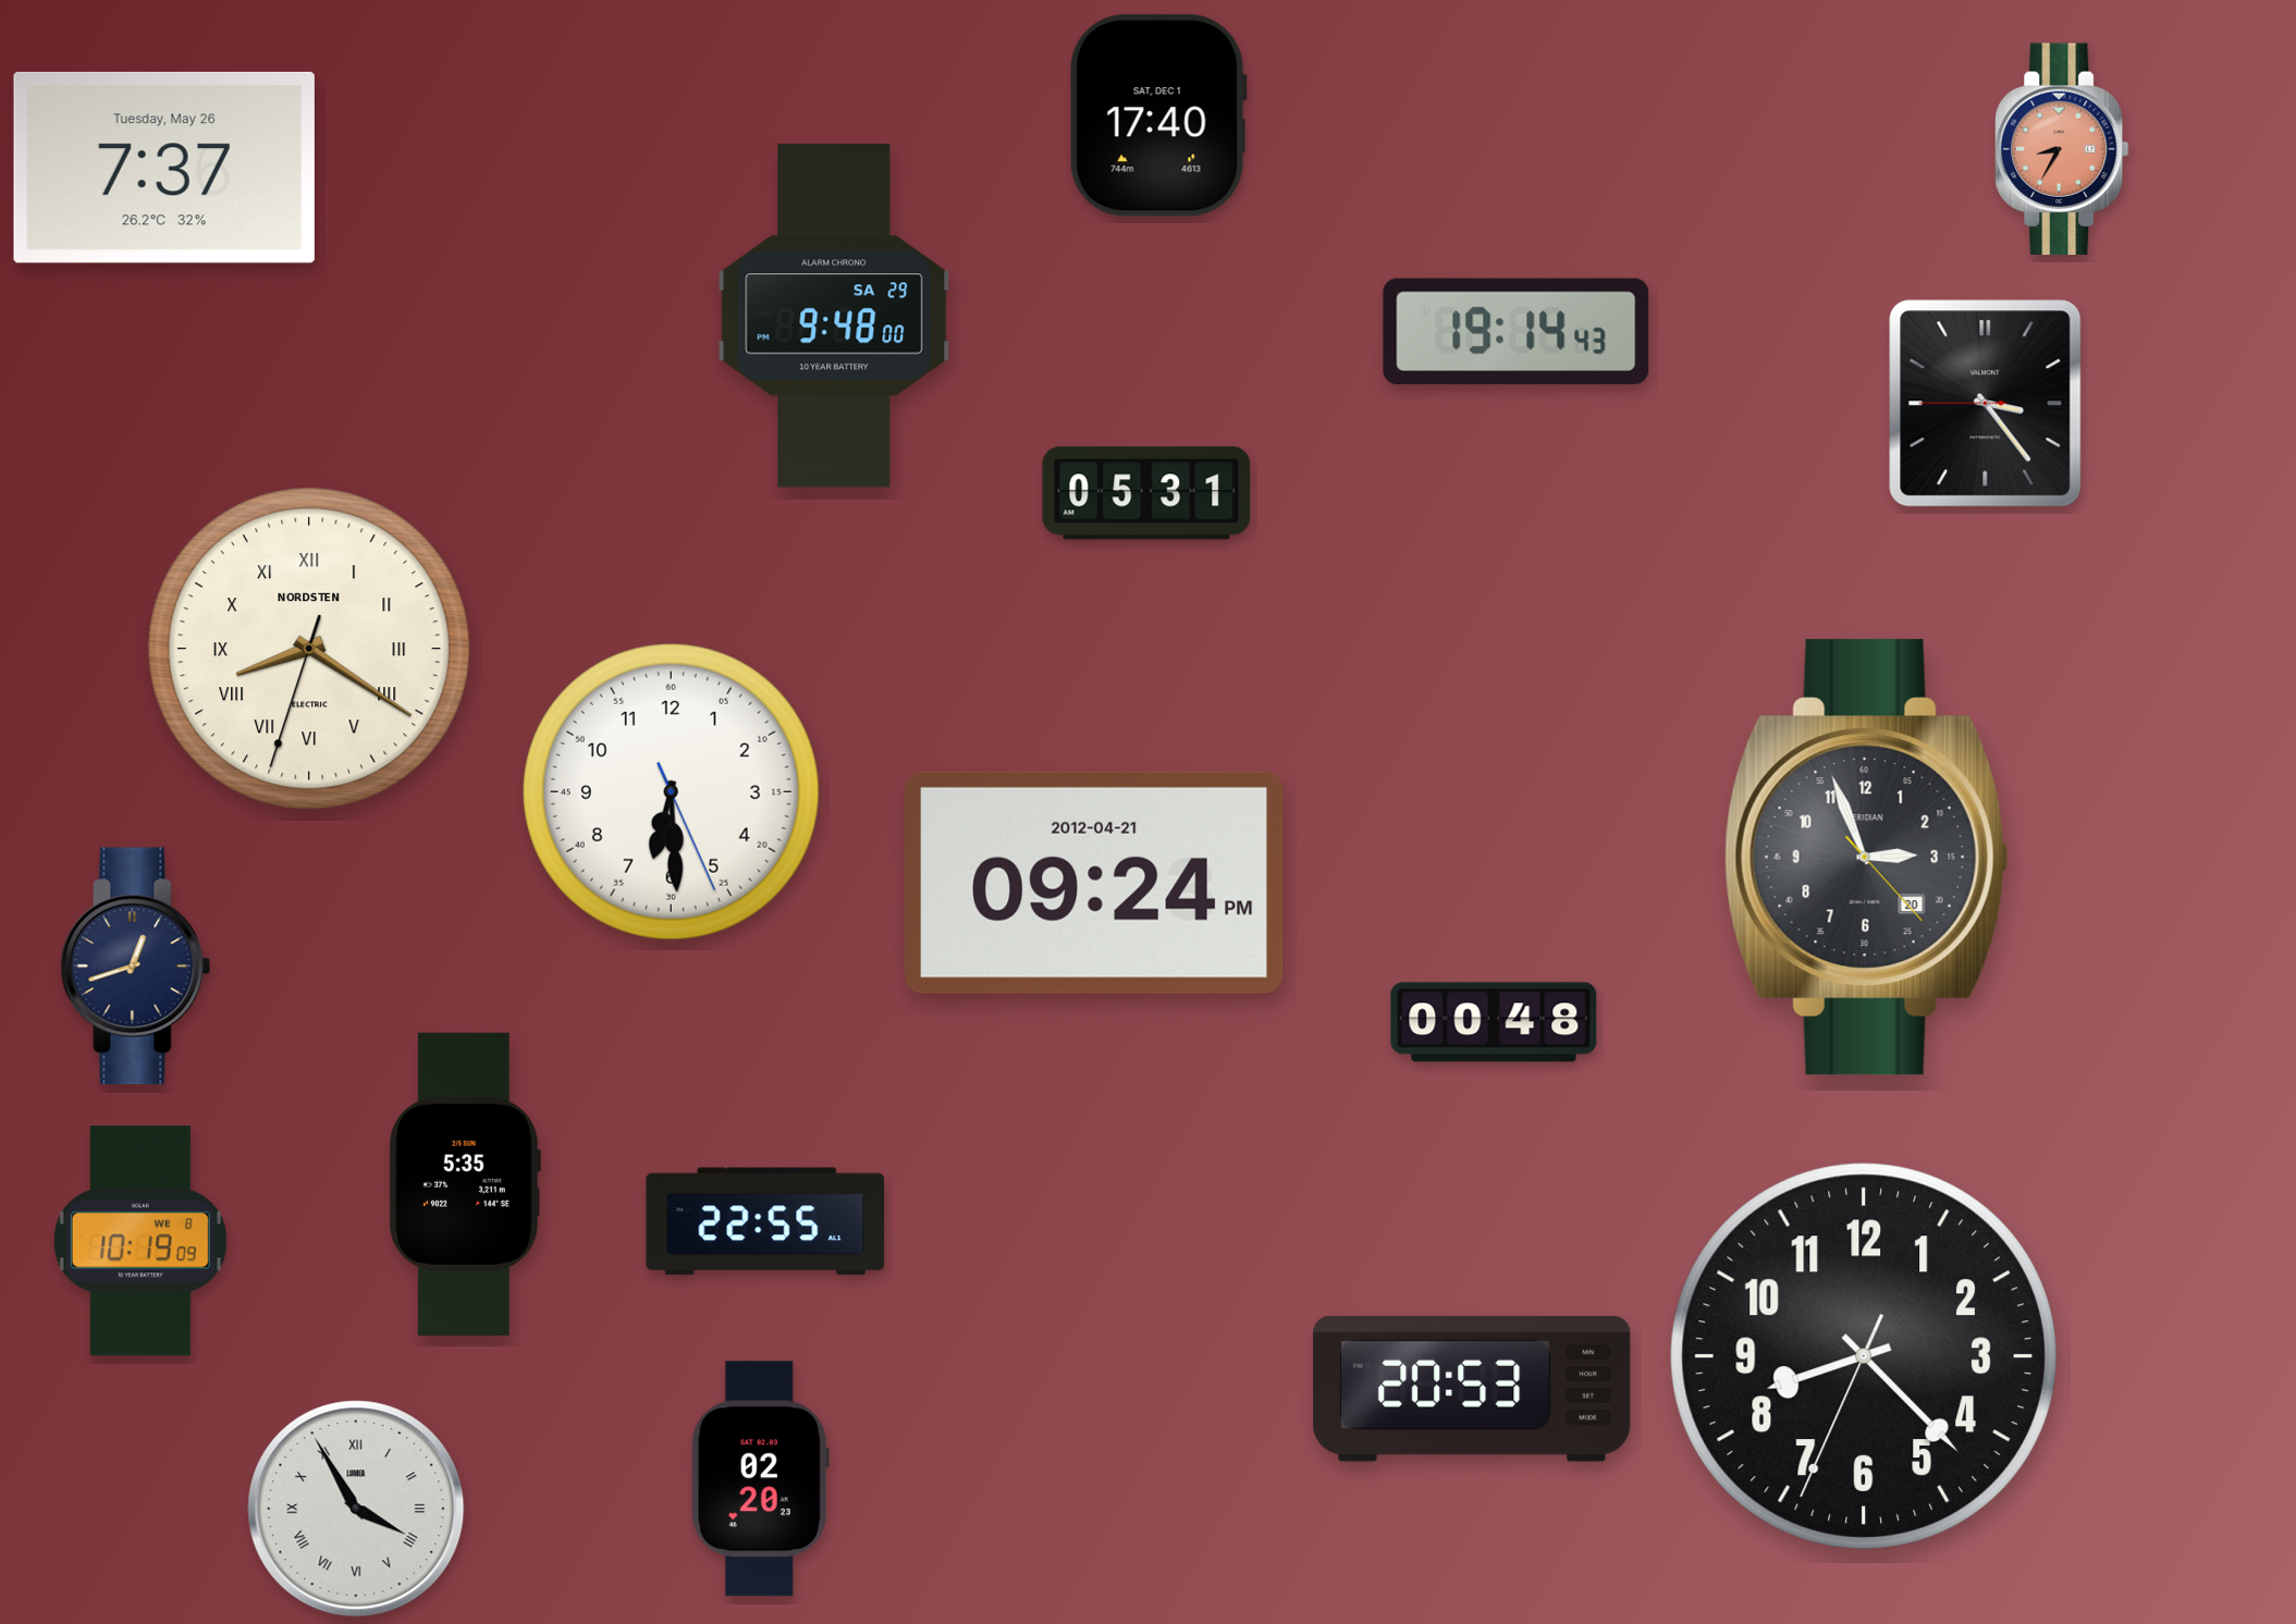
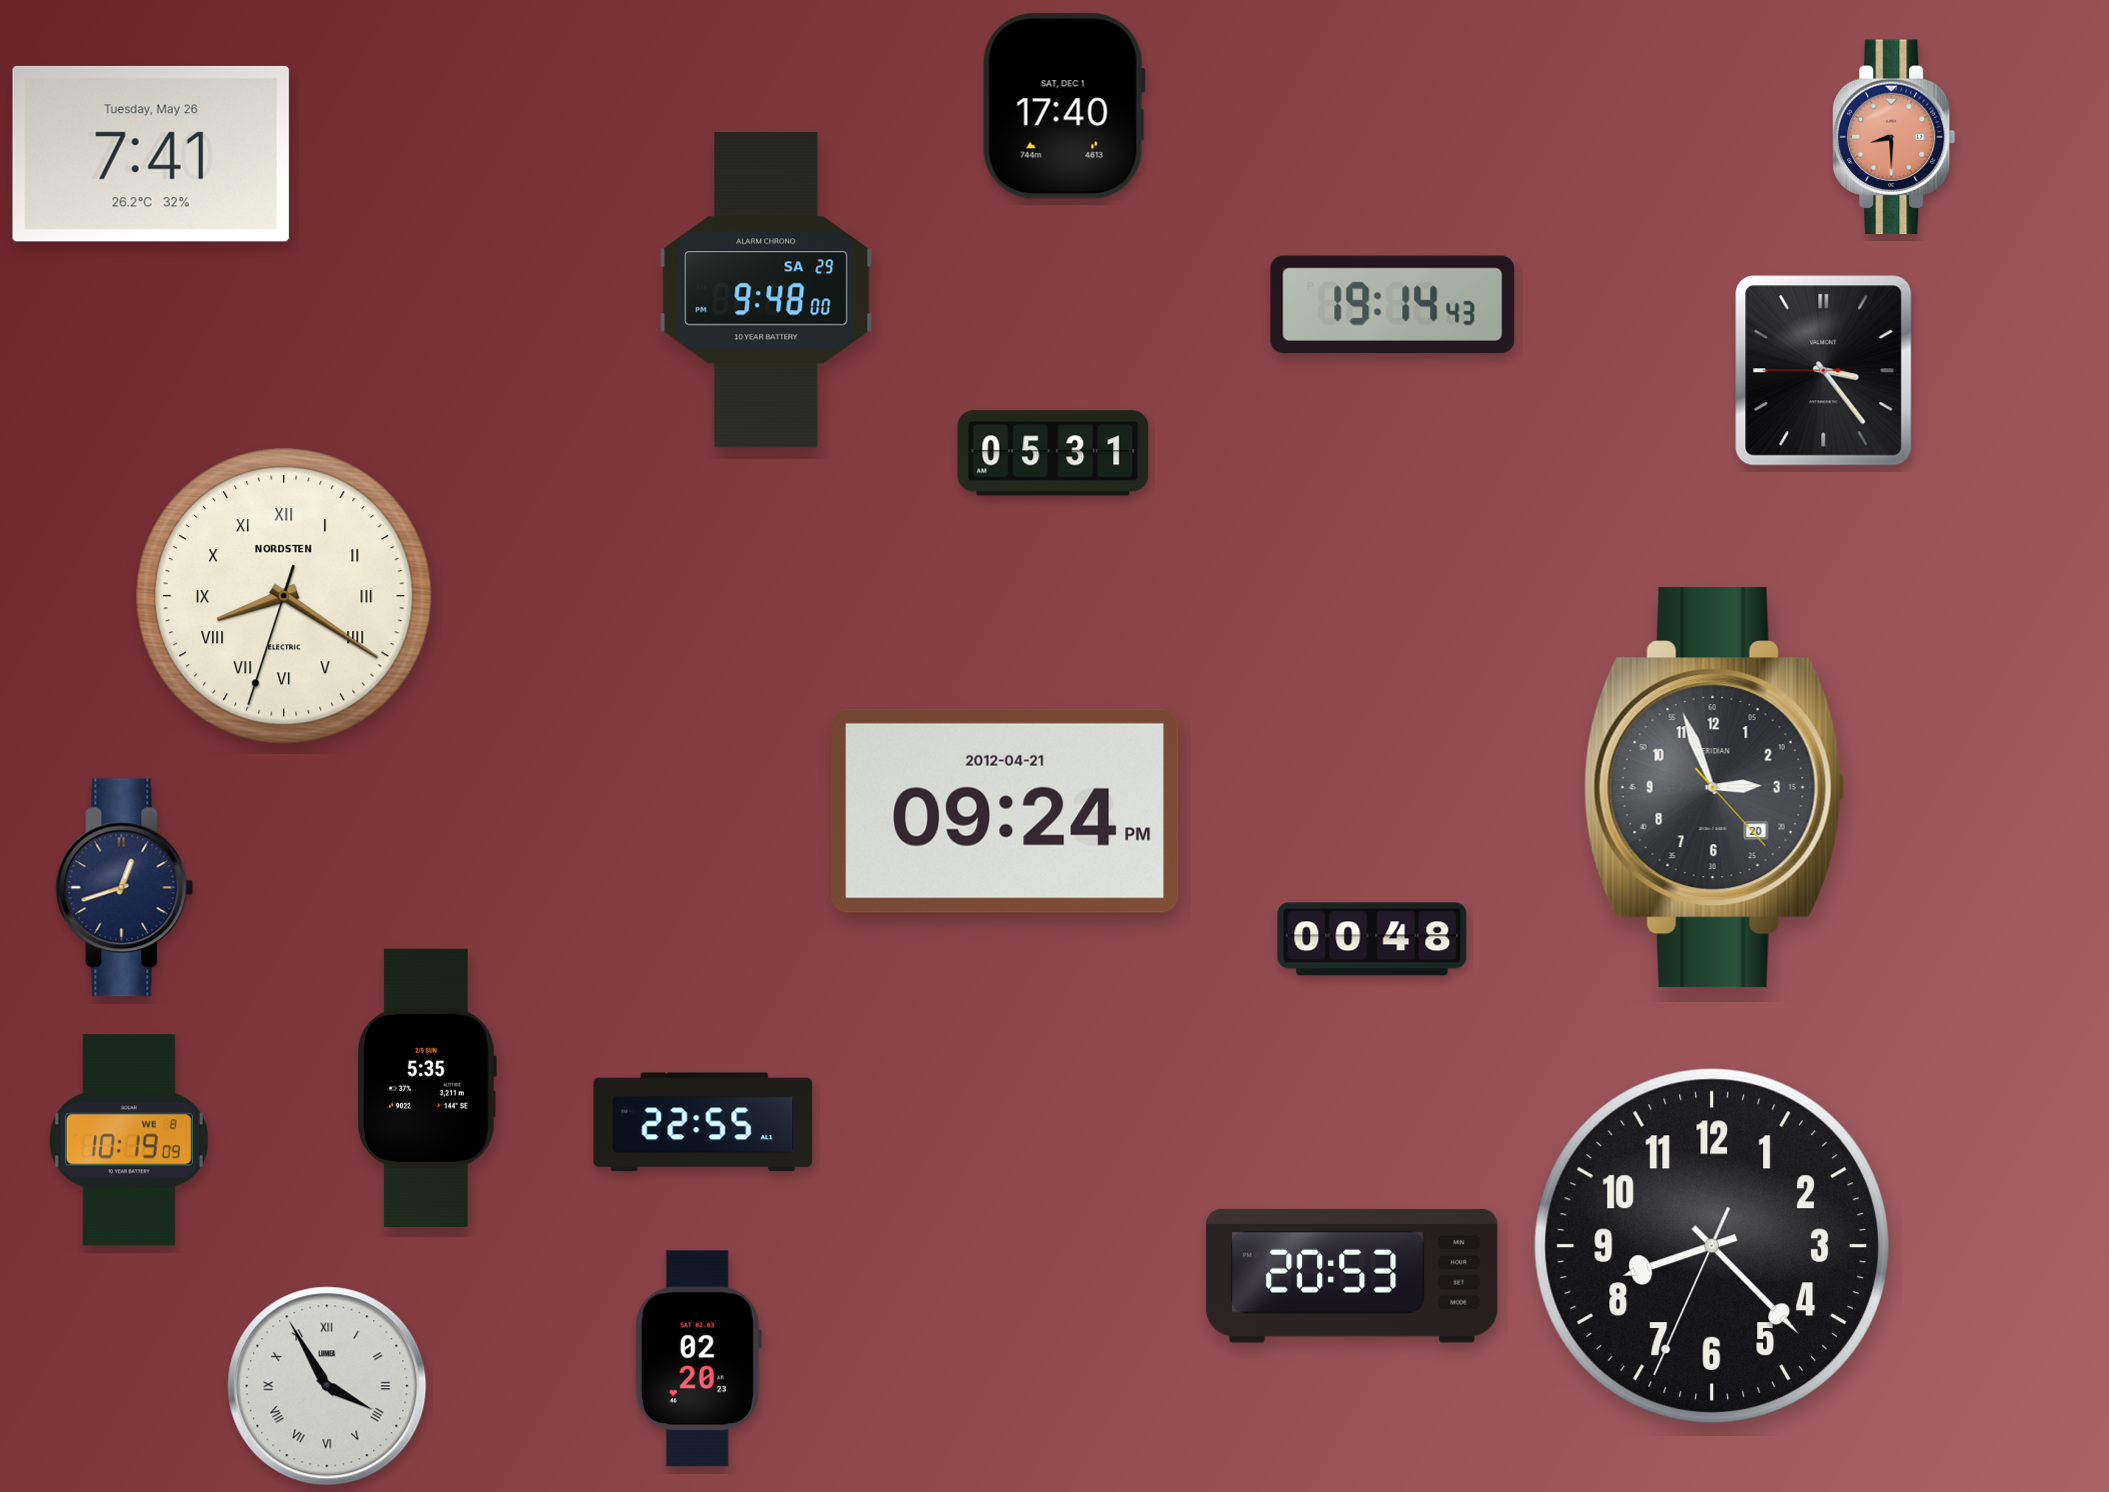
clock at (2063, 149): 8:35 -> 8:30
clock at (164, 168): 7:37 -> 7:41
clock at (671, 791): 6:29 -> none
